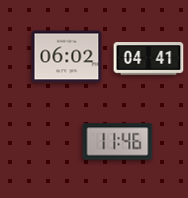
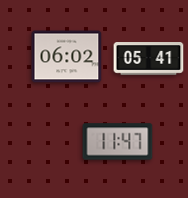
clock at (149, 59): 04:41 -> 05:41
clock at (118, 142): 11:46 -> 11:47
